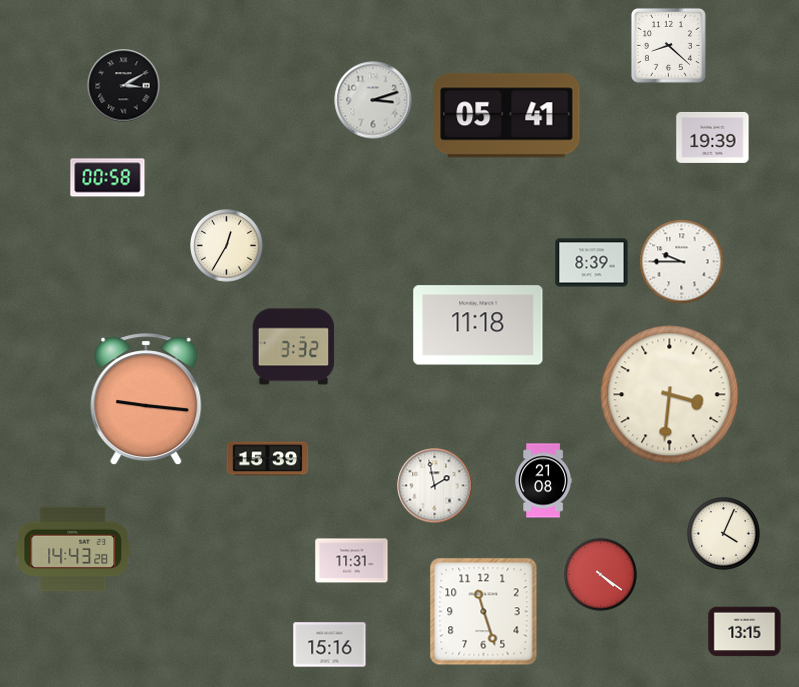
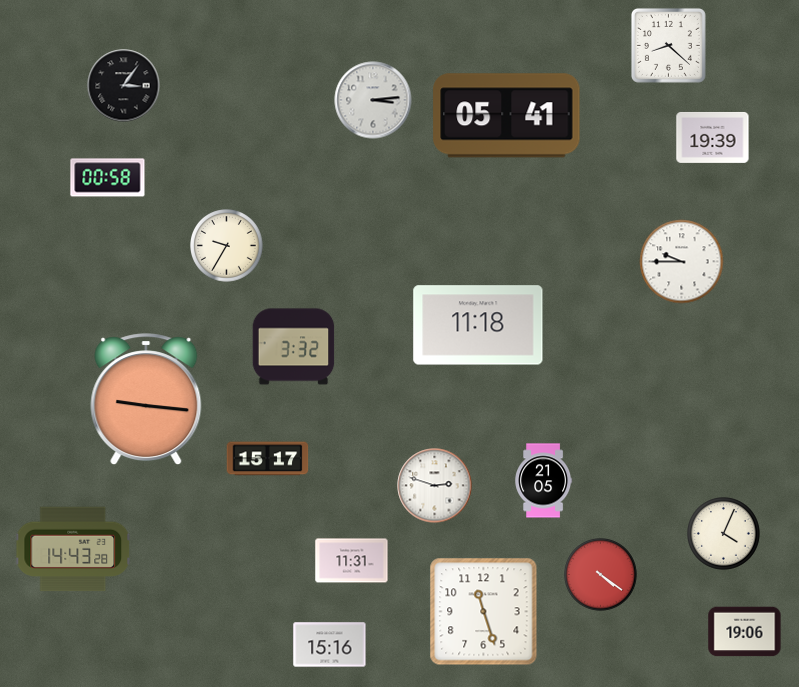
clock at (124, 86): 3:10 -> 3:06
clock at (373, 100): 3:12 -> 3:14
clock at (227, 246): 12:35 -> 9:35
clock at (592, 263): 8:39 -> none
clock at (670, 395): 3:31 -> none
clock at (268, 459): 15:39 -> 15:17
clock at (544, 481): 21:08 -> 21:05
clock at (435, 486): 1:58 -> 2:48
clock at (745, 632): 13:15 -> 19:06
